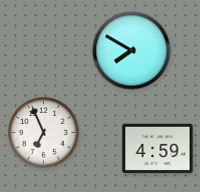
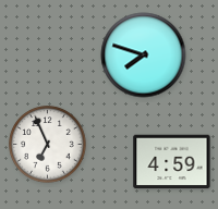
clock at (132, 51): 7:50 -> 7:48
